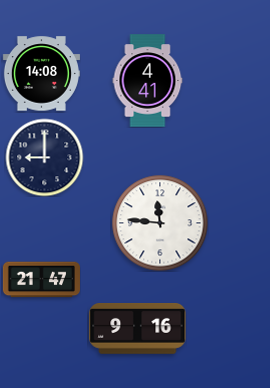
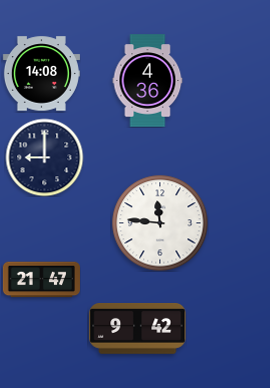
clock at (148, 81): 4:41 -> 4:36
clock at (138, 329): 9:16 -> 9:42
